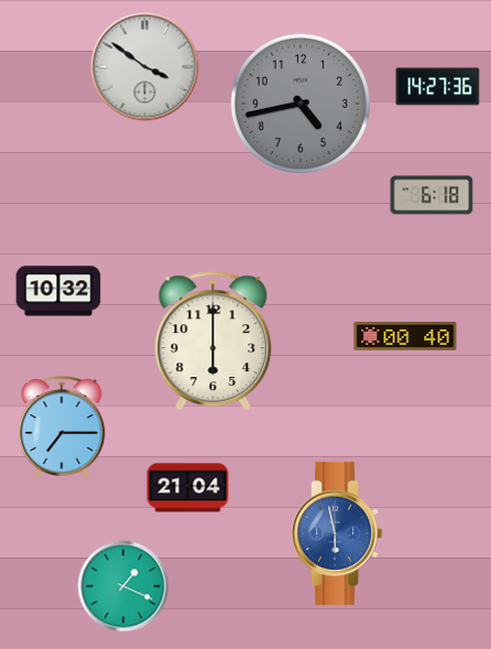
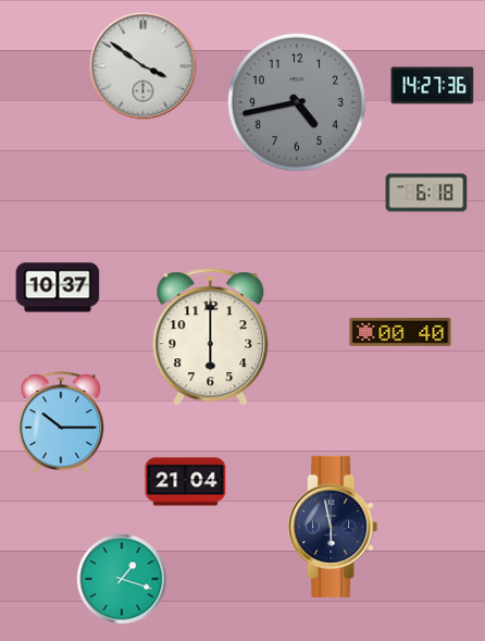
clock at (58, 291): 10:32 -> 10:37
clock at (62, 428): 7:15 -> 10:15
clock at (337, 533) dial: blue -> navy
clock at (123, 586): 1:19 -> 1:18
